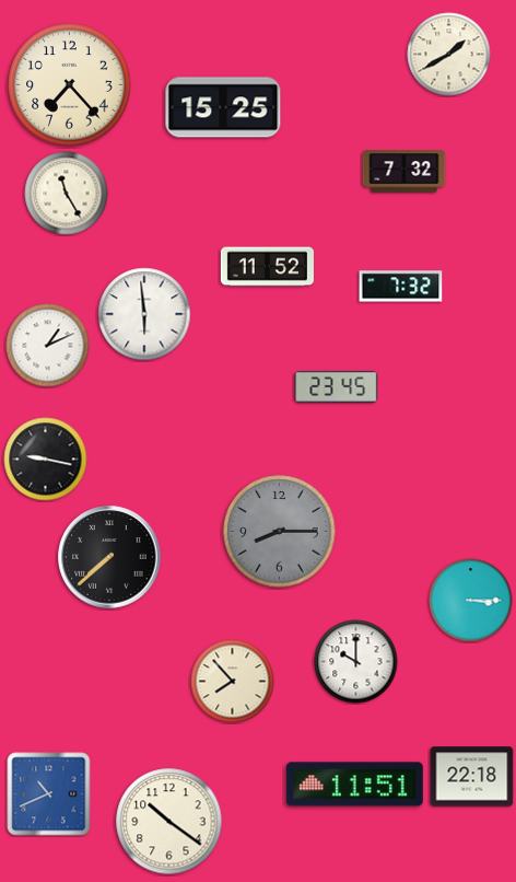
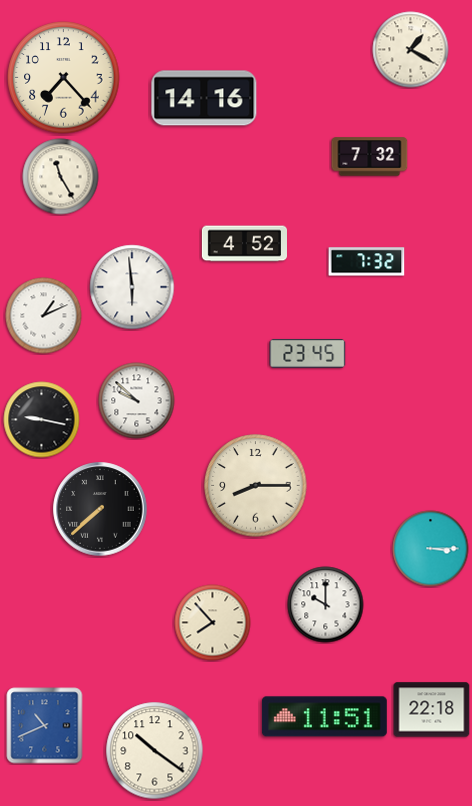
clock at (449, 55): 1:40 -> 1:20
clock at (223, 107): 15:25 -> 14:16
clock at (267, 267): 11:52 -> 4:52
clock at (137, 401): none -> 9:52
clock at (280, 532) dial: grey -> cream
